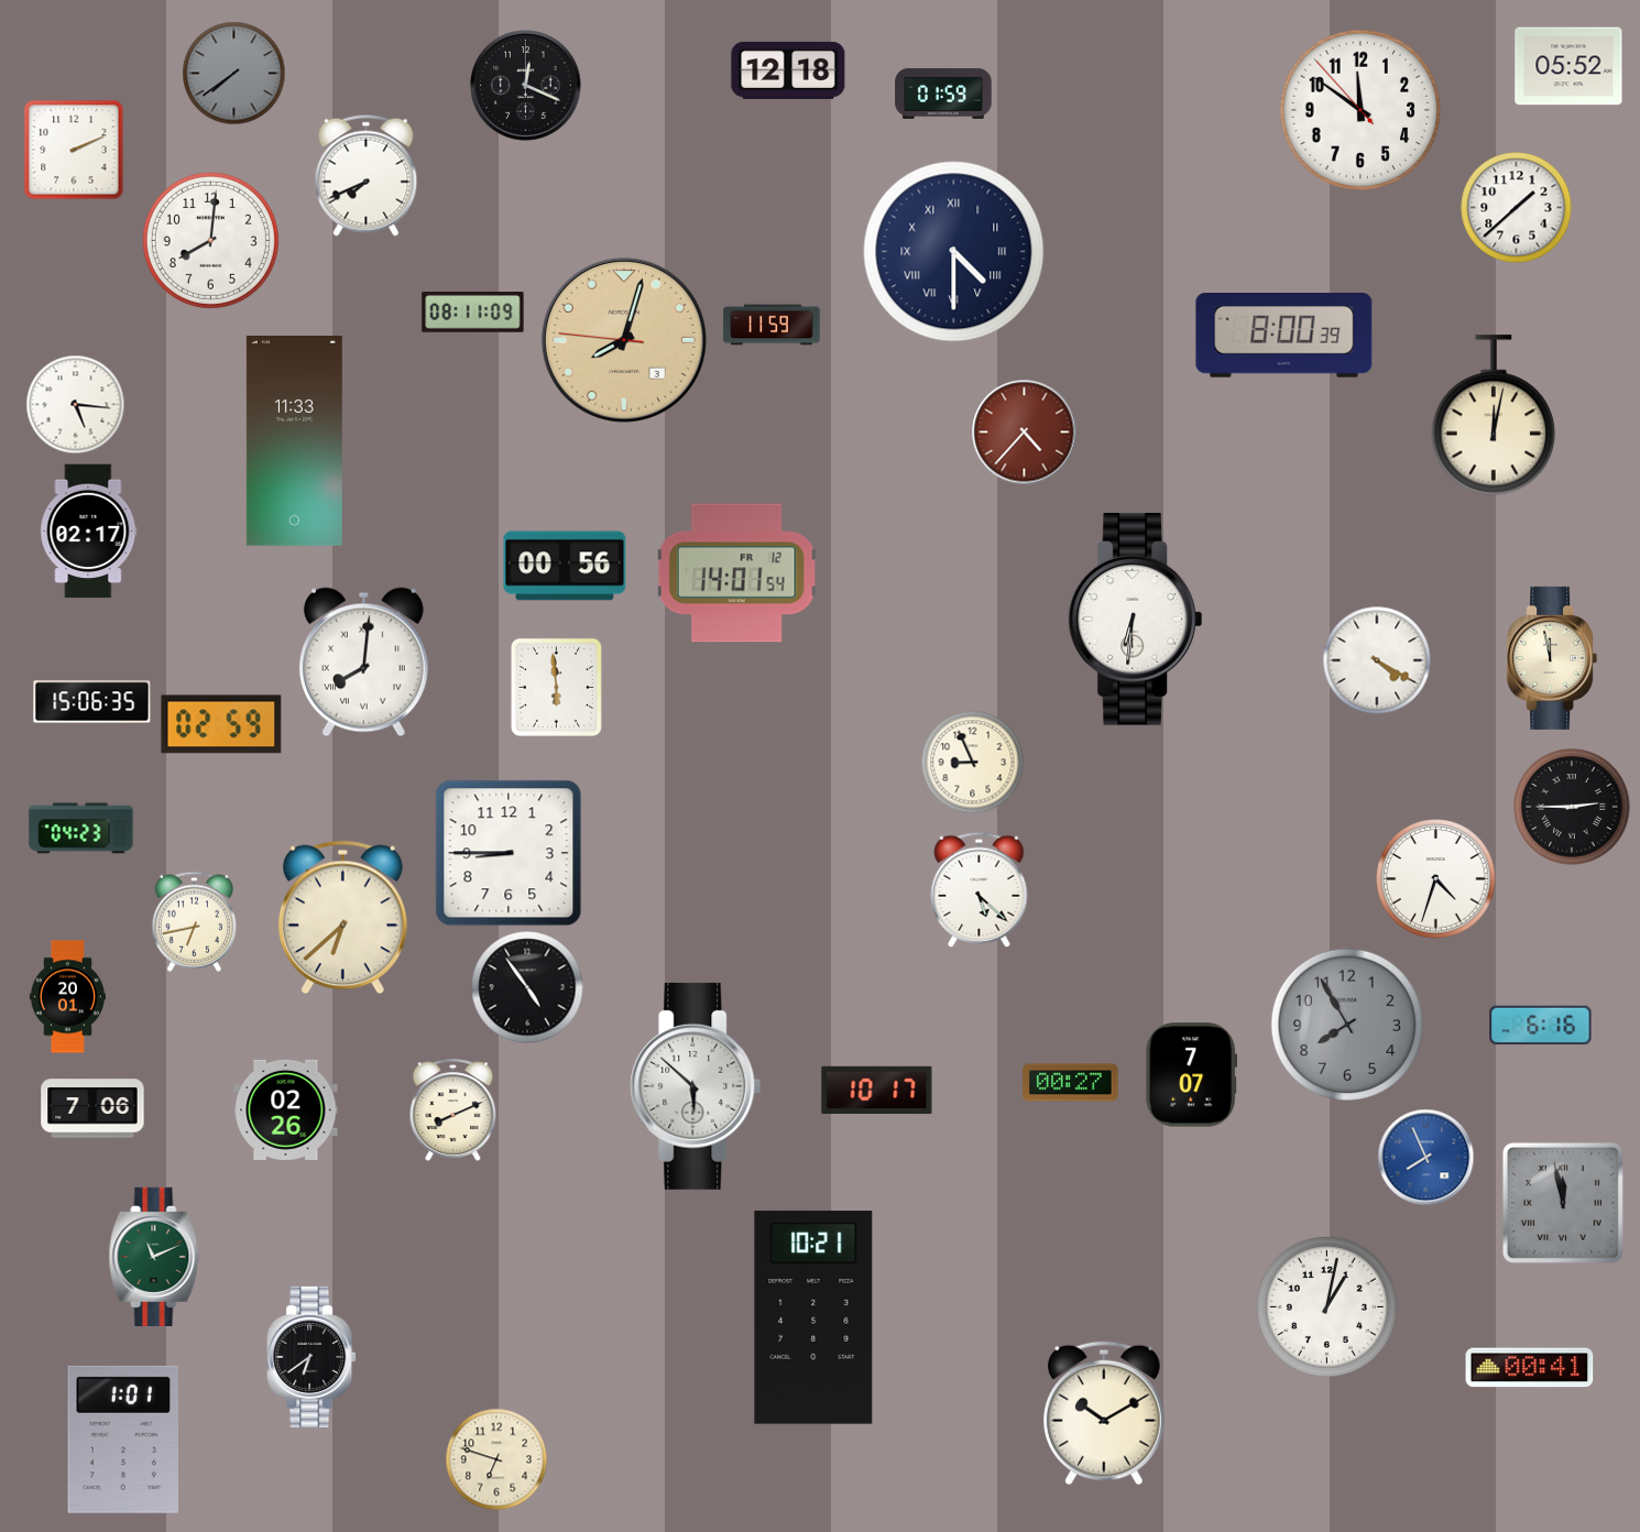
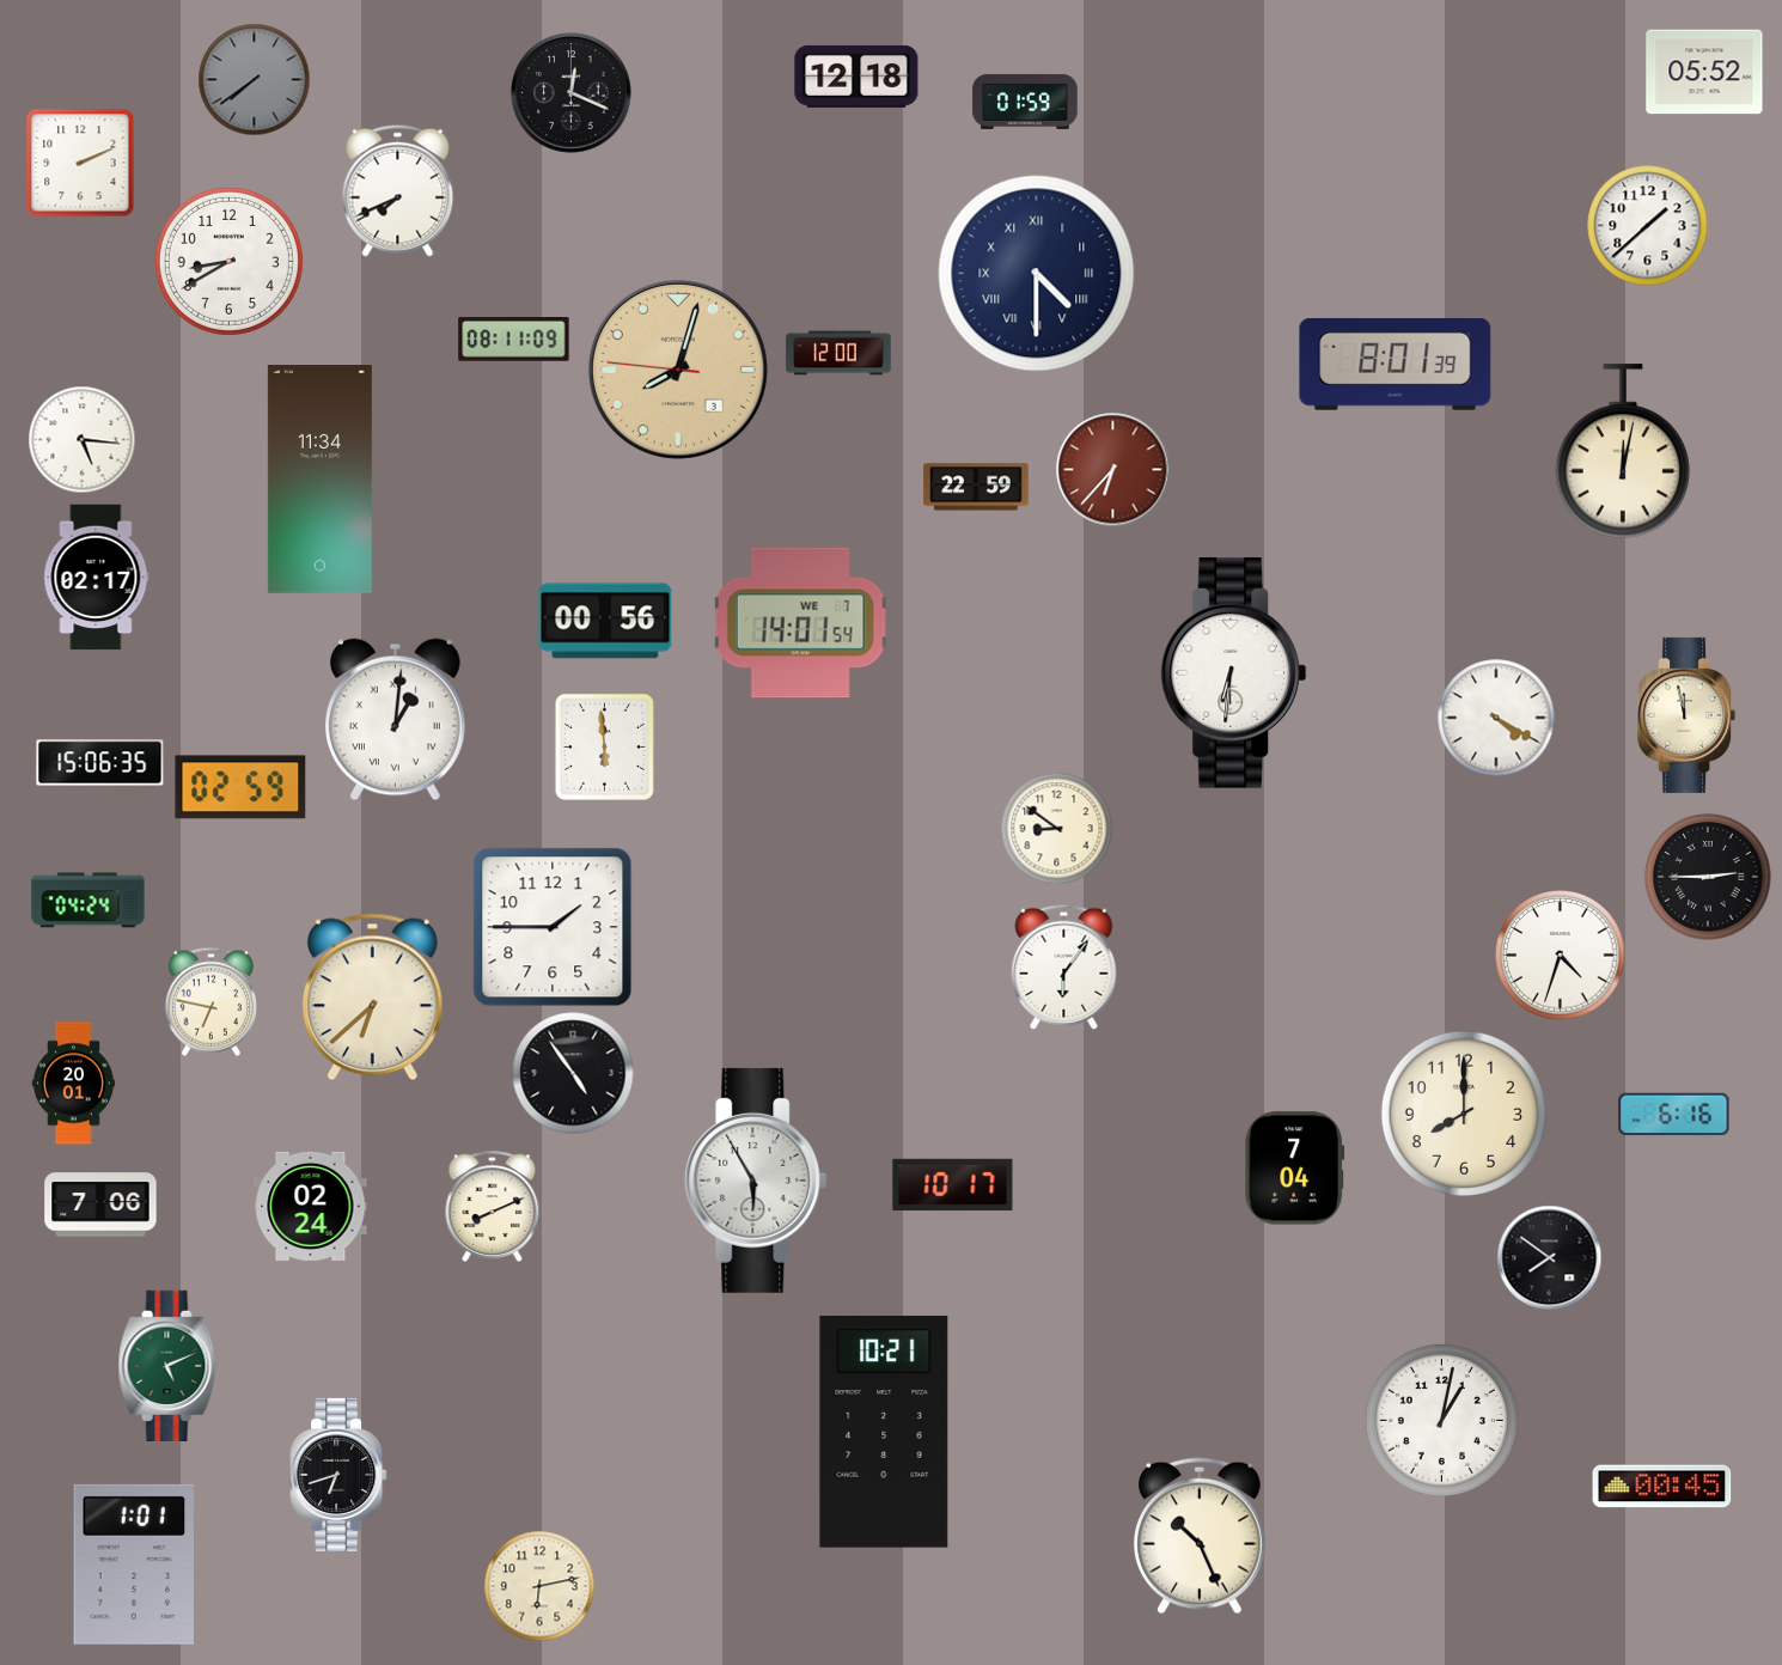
clock at (1360, 110): 11:50 -> none
clock at (210, 240): 8:01 -> 8:40
clock at (772, 325): 11:59 -> 12:00
clock at (1284, 336): 8:00 -> 8:01
clock at (1024, 431): 4:37 -> 6:37
clock at (294, 441): 11:33 -> 11:34
clock at (976, 487): none -> 22:59
clock at (565, 566) position: (565, 566) -> (605, 621)
clock at (737, 573) date: FR 12 -> WE 7
clock at (363, 663): 8:01 -> 1:01
clock at (972, 762): 8:56 -> 8:51
clock at (81, 829): 04:23 -> 04:24
clock at (509, 853): 8:45 -> 1:45
clock at (980, 889): 5:22 -> 6:06
clock at (194, 921): 6:43 -> 6:47
clock at (1346, 1024): 7:55 -> 8:00
clock at (1346, 1024) dial: grey -> cream
clock at (1192, 1075): 7:07 -> 7:04
clock at (1071, 1083): 00:27 -> none
clock at (696, 1086): 5:52 -> 5:55
clock at (286, 1109): 02:26 -> 02:24
clock at (1425, 1157): 7:56 -> 7:51
clock at (1425, 1157) dial: blue -> black
clock at (1563, 1203): 11:58 -> none
clock at (154, 1257): 11:11 -> 5:11
clock at (311, 1357): 6:39 -> 6:42
clock at (1530, 1368): 00:41 -> 00:45
clock at (1104, 1413): 10:10 -> 10:26
clock at (496, 1459): 6:48 -> 6:13
